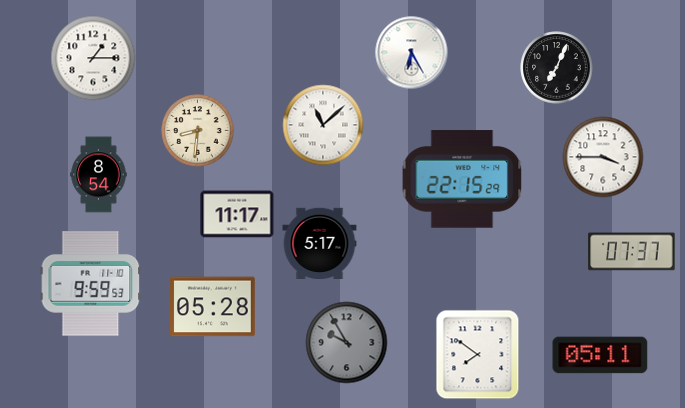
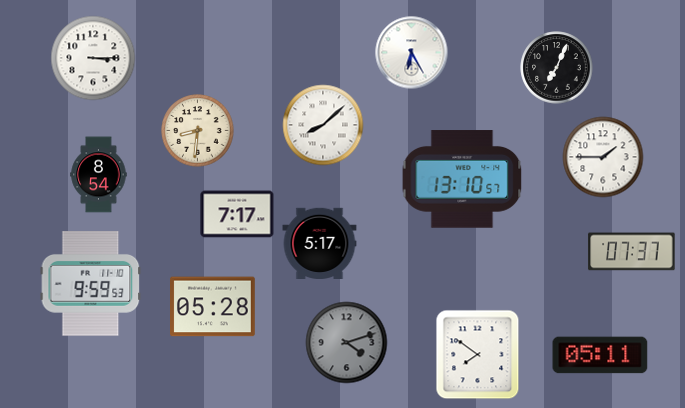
clock at (93, 58): 1:15 -> 3:15
clock at (323, 125): 11:08 -> 8:08
clock at (603, 157): 3:45 -> 1:45
clock at (462, 179): 22:15 -> 13:10
clock at (237, 214): 11:17 -> 7:17
clock at (347, 343): 9:55 -> 4:12
